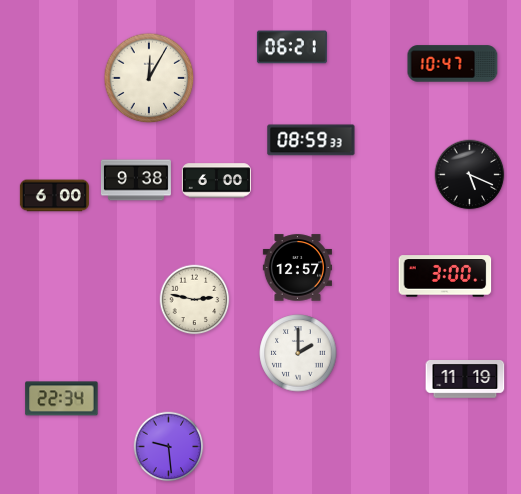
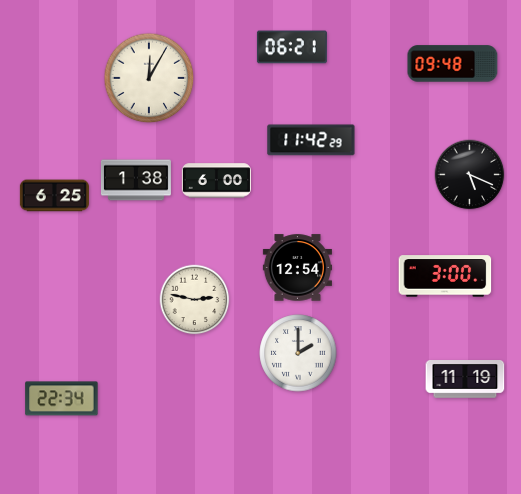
clock at (453, 64): 10:47 -> 09:48
clock at (311, 140): 08:59 -> 11:42
clock at (136, 180): 9:38 -> 1:38
clock at (54, 196): 6:00 -> 6:25
clock at (297, 268): 12:57 -> 12:54
clock at (169, 447): 9:29 -> none
